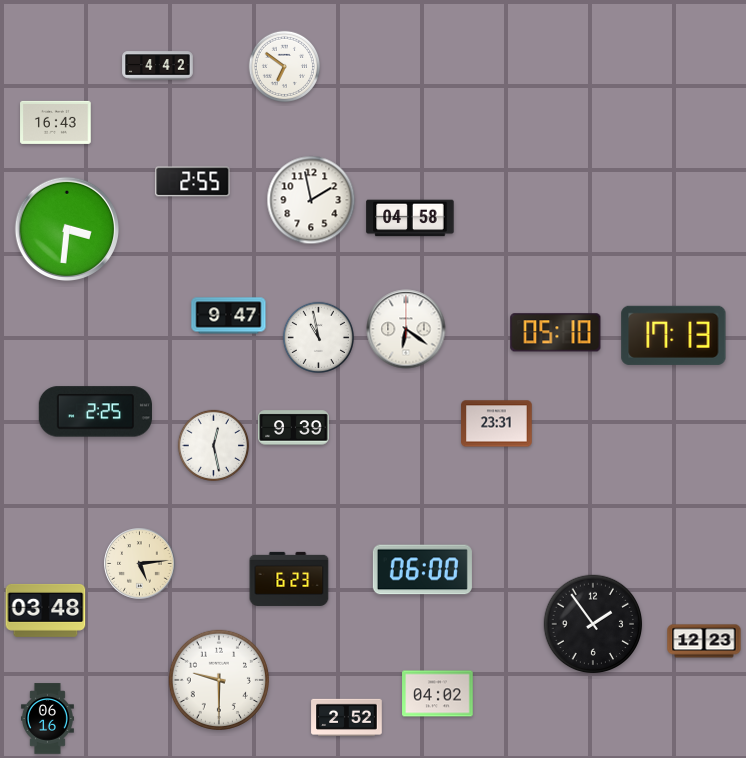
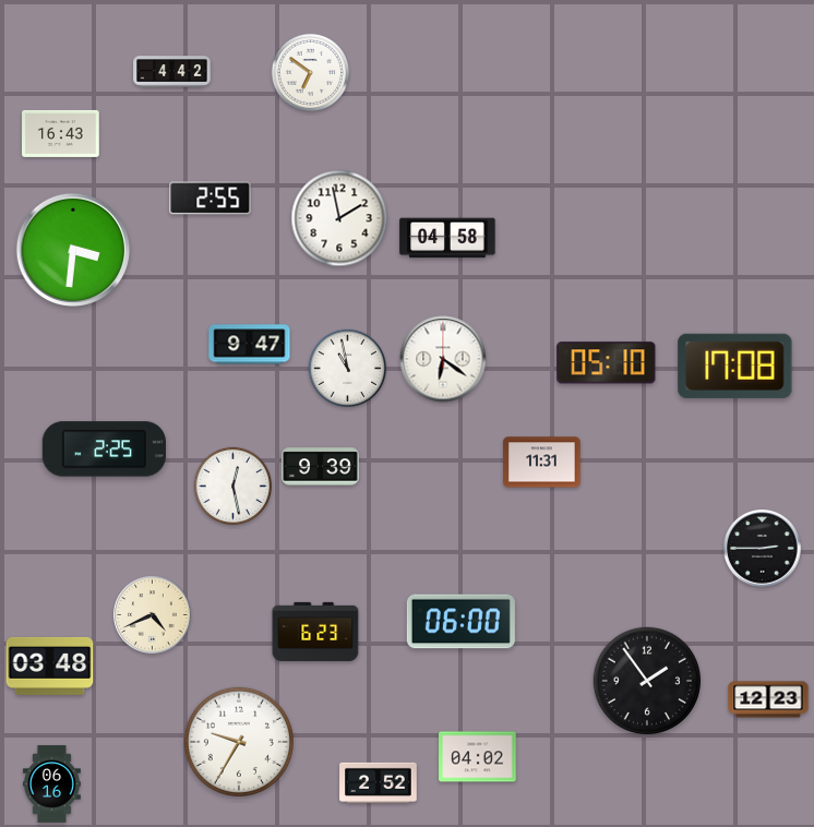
clock at (674, 335): 17:13 -> 17:08
clock at (497, 424): 23:31 -> 11:31
clock at (763, 549): none -> 2:45
clock at (140, 564): 5:14 -> 4:41
clock at (219, 680): 9:30 -> 9:35
